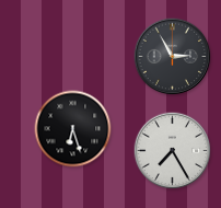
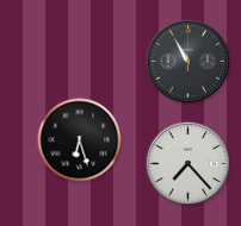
clock at (173, 57): 2:55 -> 10:55
clock at (173, 151): 7:25 -> 7:23
